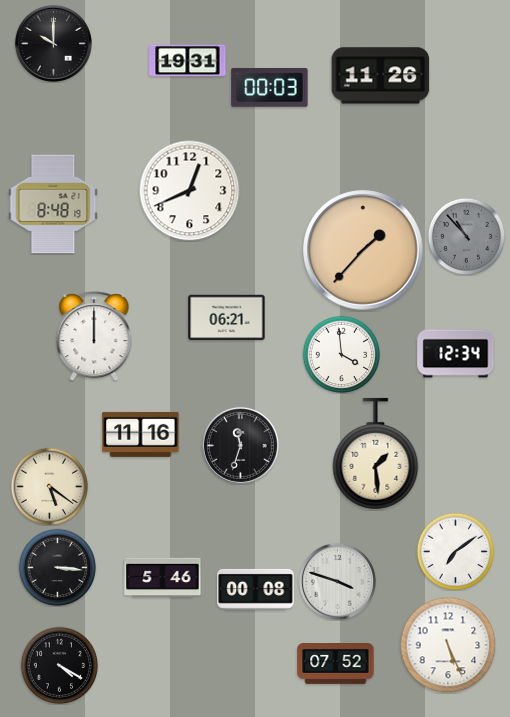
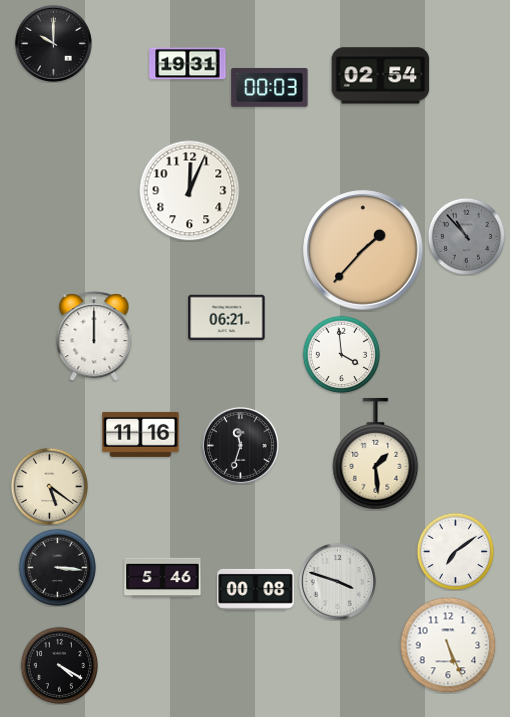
clock at (188, 61) position: (188, 61) -> (188, 64)
clock at (381, 76): 11:26 -> 02:54
clock at (190, 191): 12:41 -> 12:04
clock at (53, 204): 8:48 -> none
clock at (456, 354): 12:34 -> none
clock at (336, 664): 07:52 -> none
